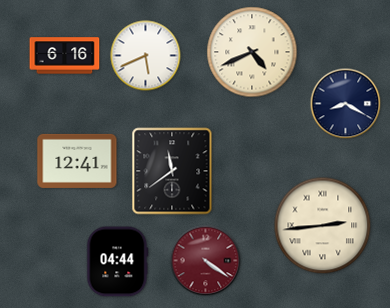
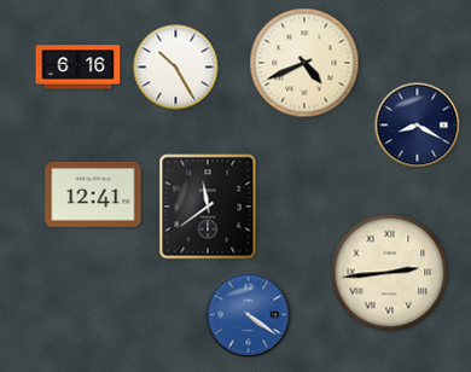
clock at (146, 56): 5:41 -> 10:25
clock at (206, 261) dial: burgundy -> blue
clock at (118, 262): 04:44 -> none
